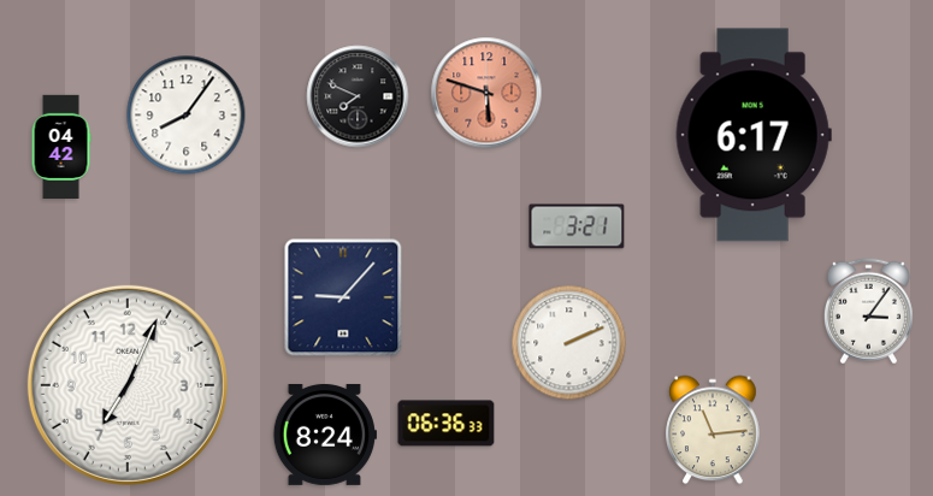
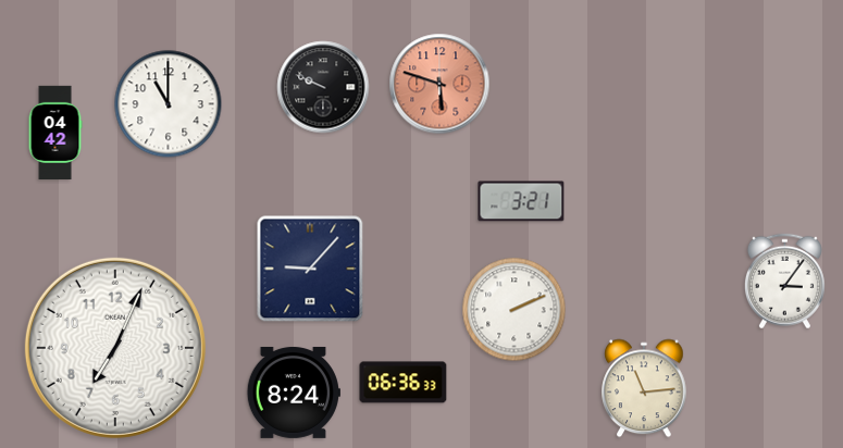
clock at (358, 96): 7:49 -> 9:49
clock at (187, 116): 8:06 -> 11:00
clock at (754, 135): 6:17 -> none
clock at (577, 226) position: (577, 226) -> (521, 201)
